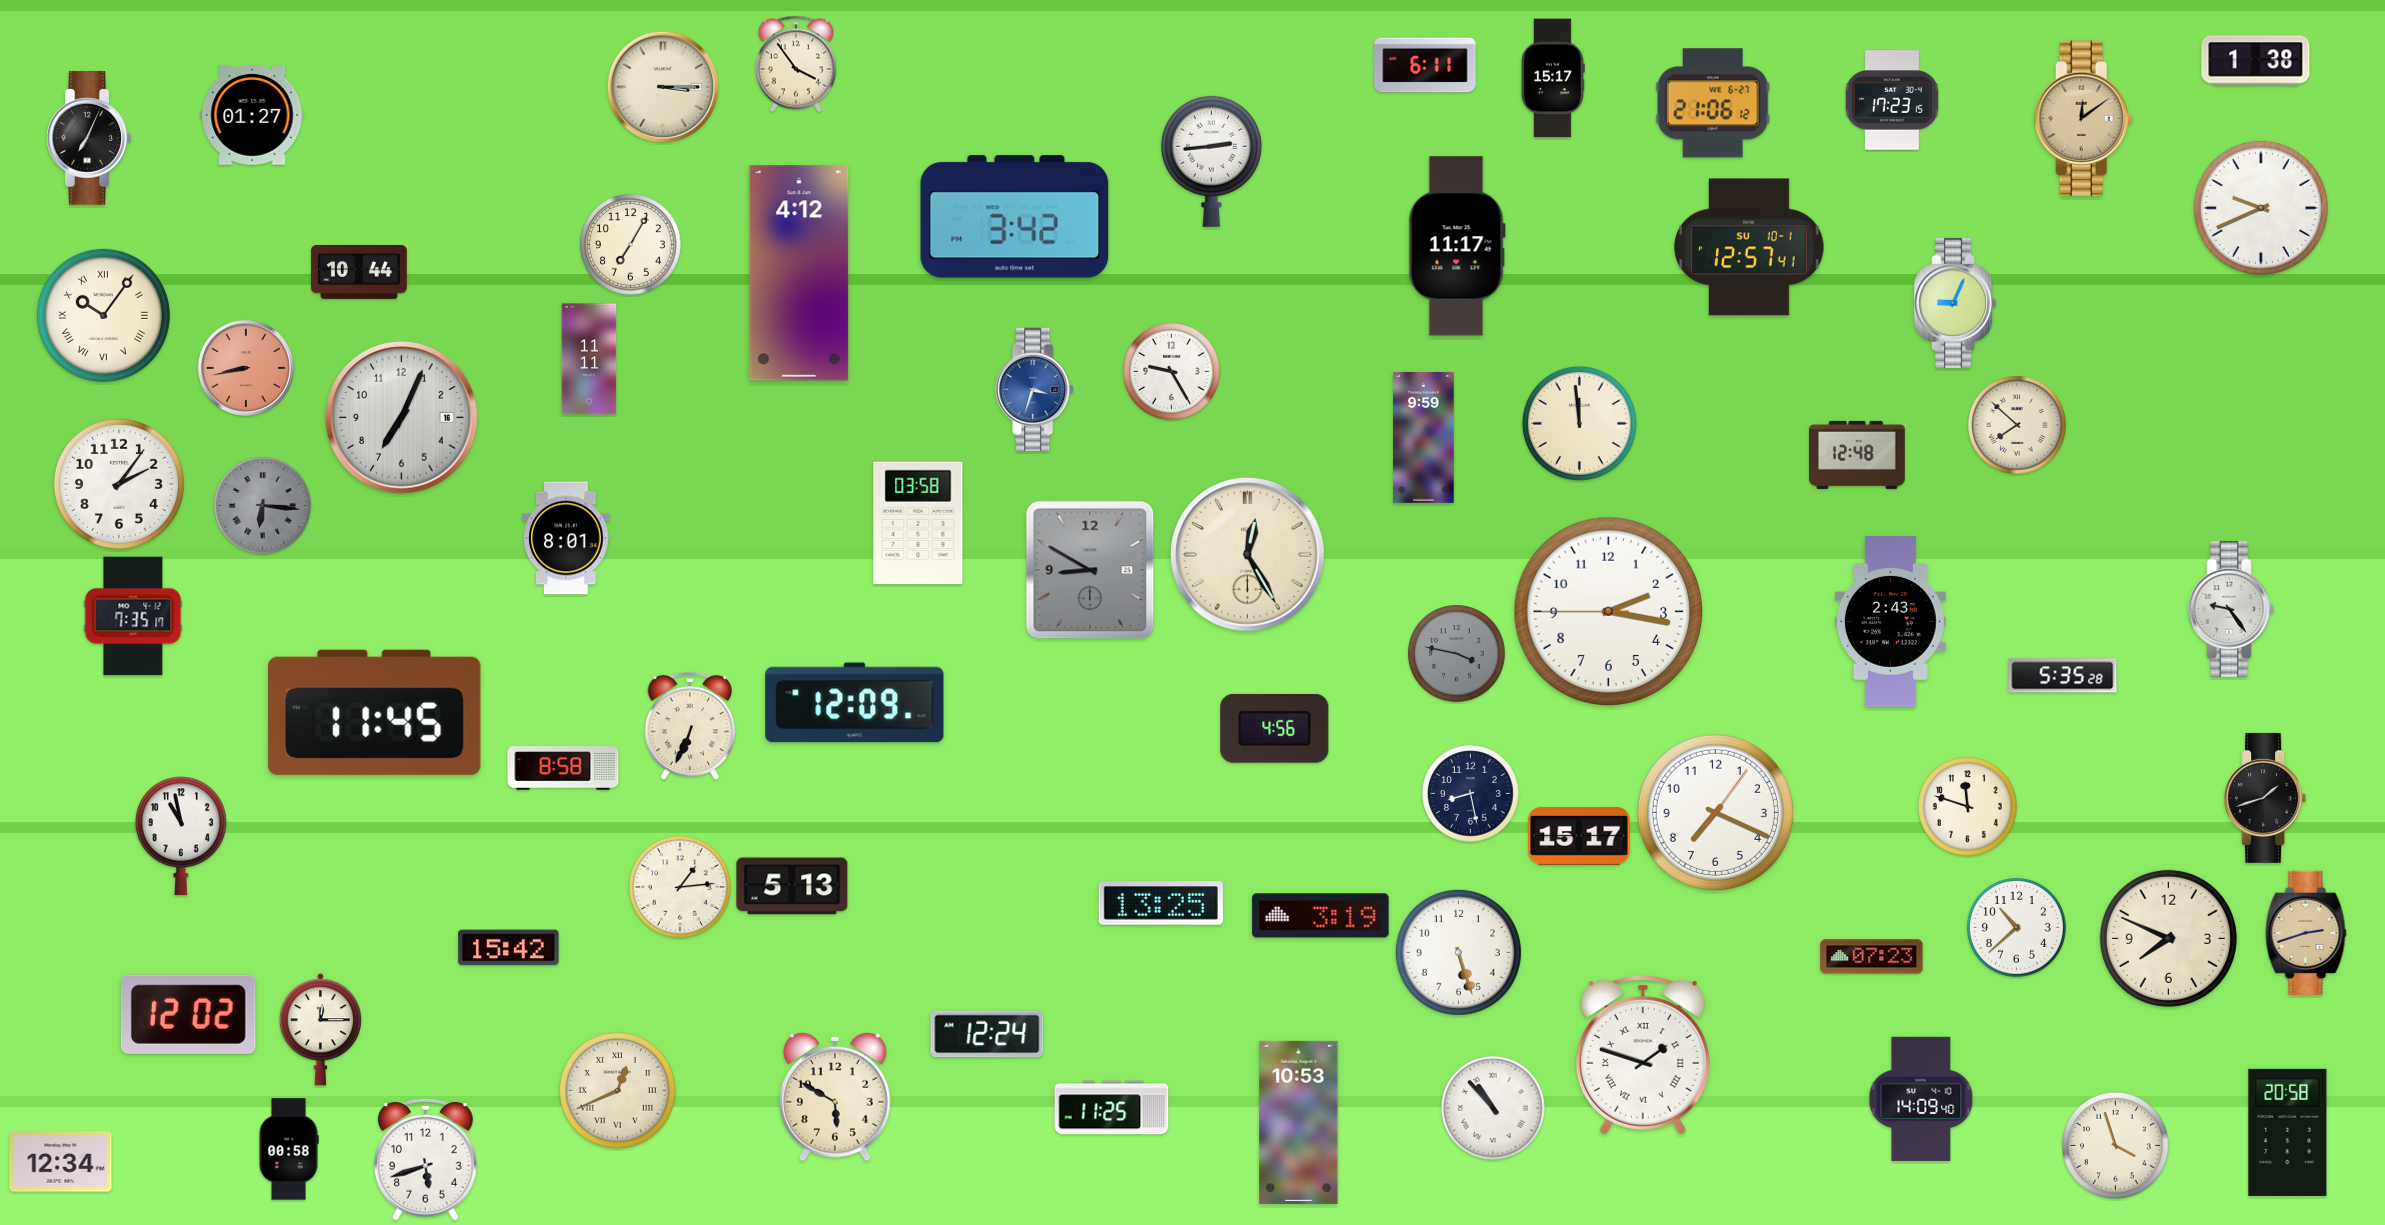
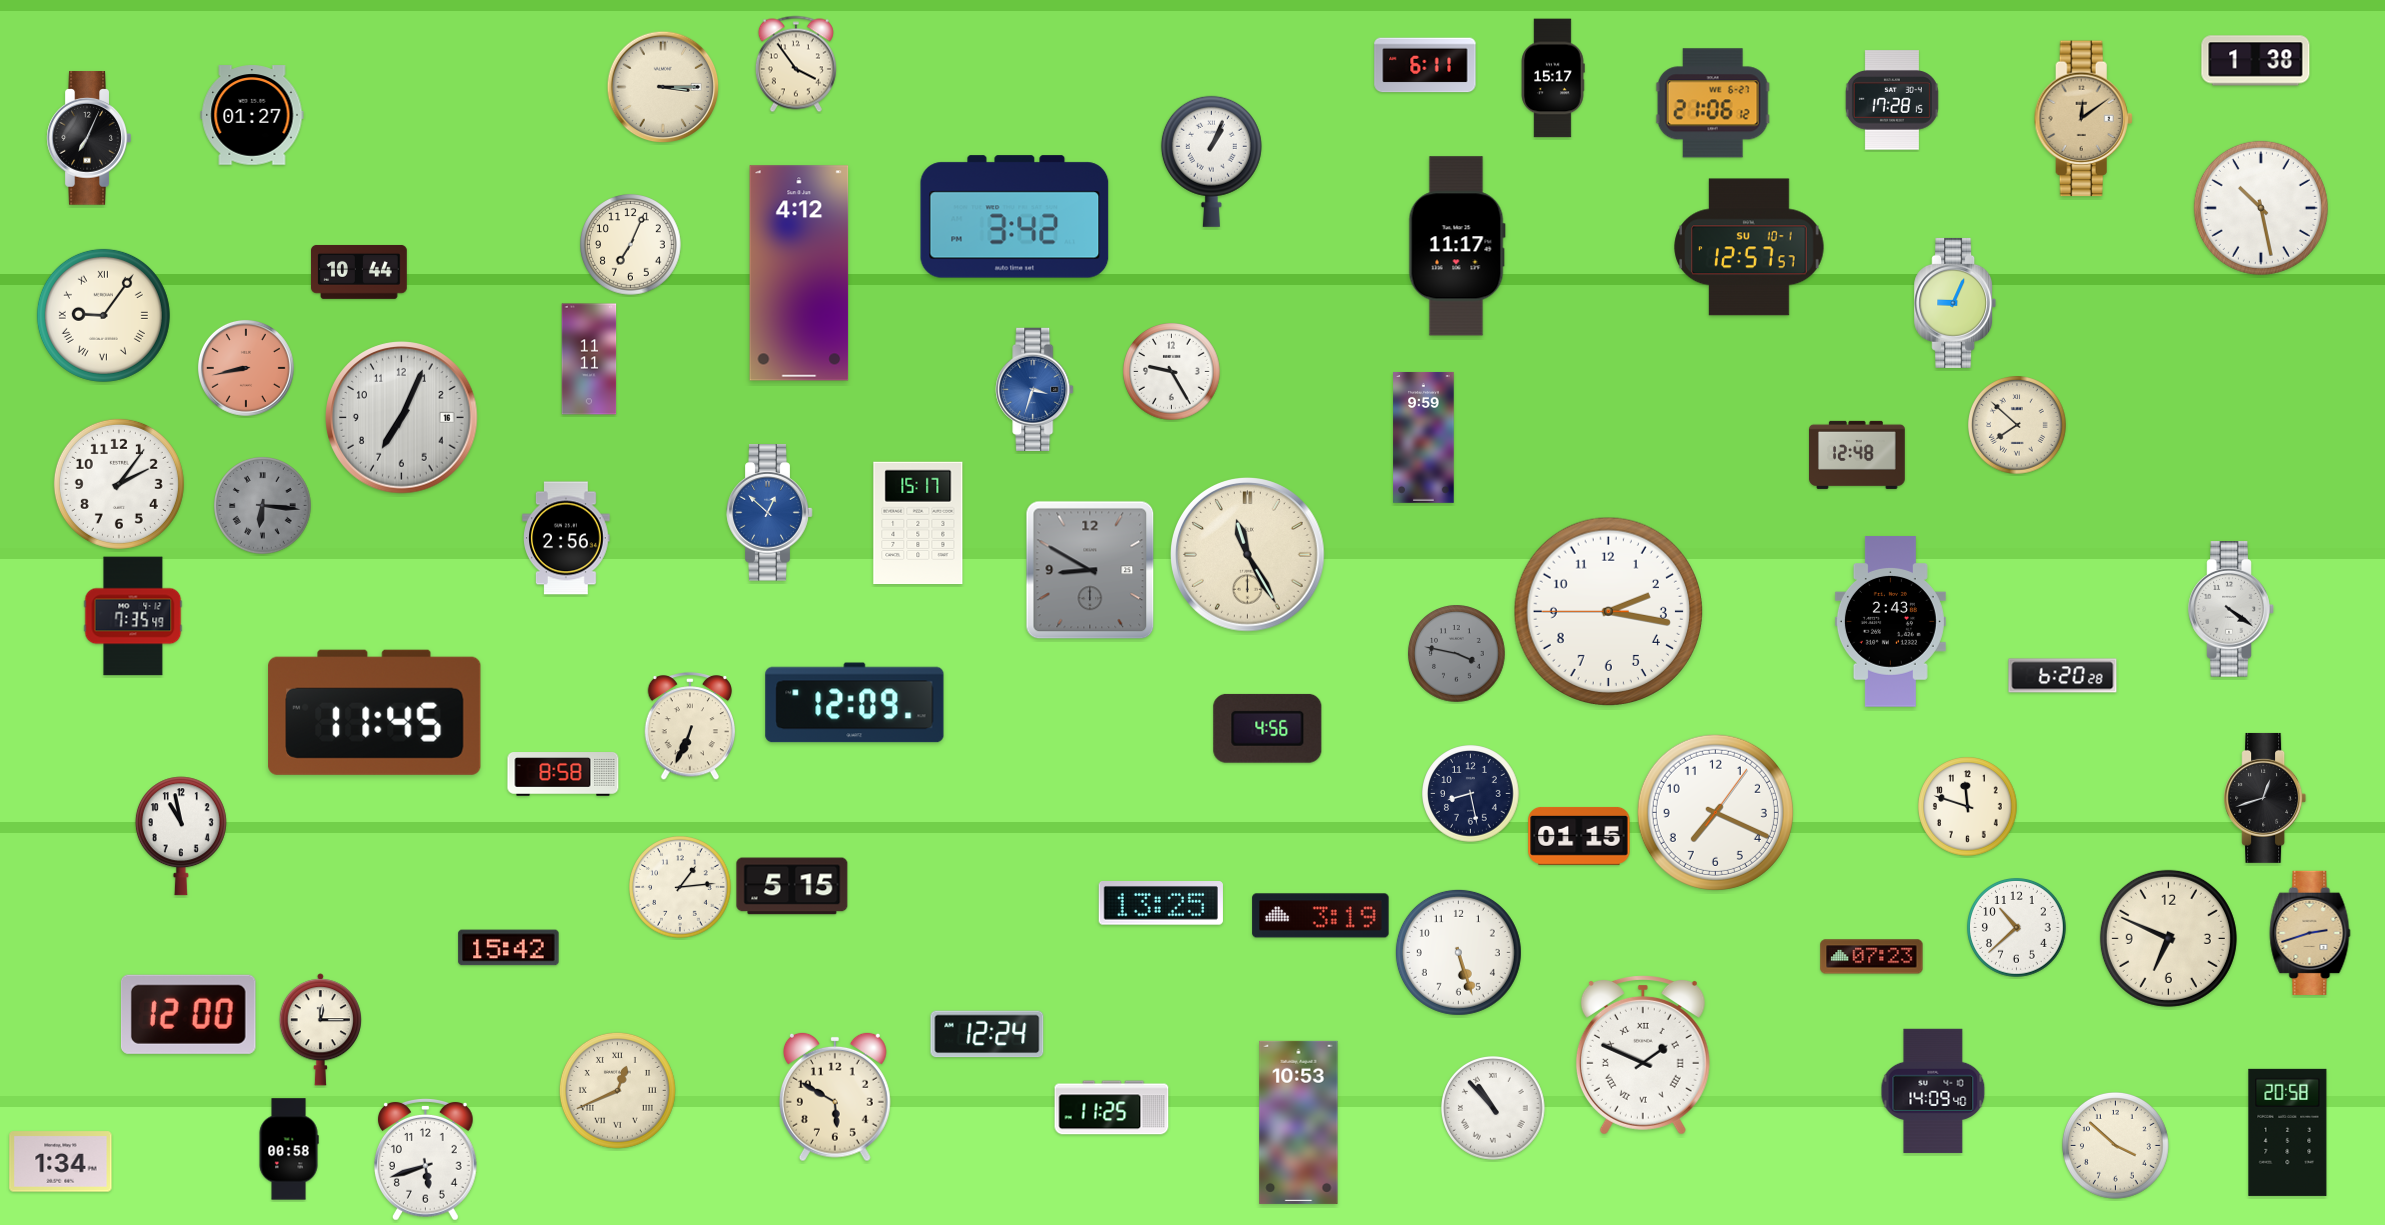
clock at (1892, 100): 17:23 -> 17:28
clock at (1211, 161): 2:44 -> 1:04
clock at (2261, 208): 9:41 -> 10:28
clock at (631, 245): 7:05 -> 7:04
clock at (1749, 247): 12:57:41 -> 12:57:57
clock at (103, 315): 10:06 -> 9:06
clock at (1579, 423): 11:59 -> none
clock at (770, 513): none -> 12:52
clock at (918, 523): 03:58 -> 15:17
clock at (566, 538): 8:01 -> 2:56
clock at (1248, 555): 12:25 -> 11:25
clock at (2231, 609): 9:24 -> 4:21
clock at (133, 616): 7:35:17 -> 7:35:49
clock at (2063, 676): 5:35 -> 6:20
clock at (1275, 728) position: (1275, 728) -> (1268, 728)
clock at (563, 768) position: (563, 768) -> (563, 774)
clock at (2265, 798): 1:42 -> 12:42
clock at (1579, 836): 15:17 -> 01:15
clock at (792, 886): 5:13 -> 5:15
clock at (2306, 933) position: (2306, 933) -> (2310, 933)
clock at (2168, 938): 7:49 -> 6:49
clock at (188, 1014): 12:02 -> 12:00
clock at (1643, 1056): 1:48 -> 1:49
clock at (1921, 1099) position: (1921, 1099) -> (1933, 1091)
clock at (2116, 1146): 3:57 -> 3:52
clock at (61, 1162): 12:34 -> 1:34
